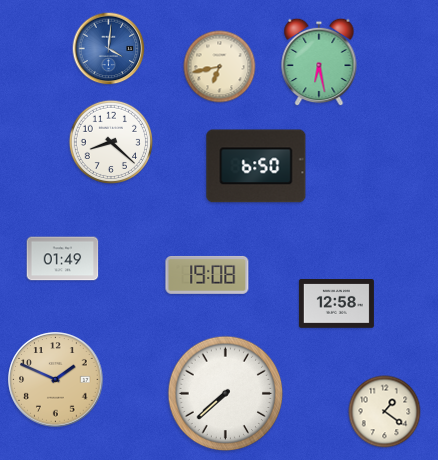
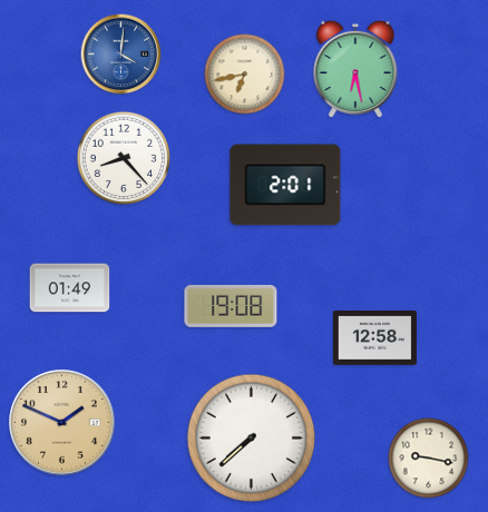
clock at (110, 141): 8:22 -> 8:23
clock at (256, 166): 6:50 -> 2:01
clock at (385, 412): 1:21 -> 9:17
